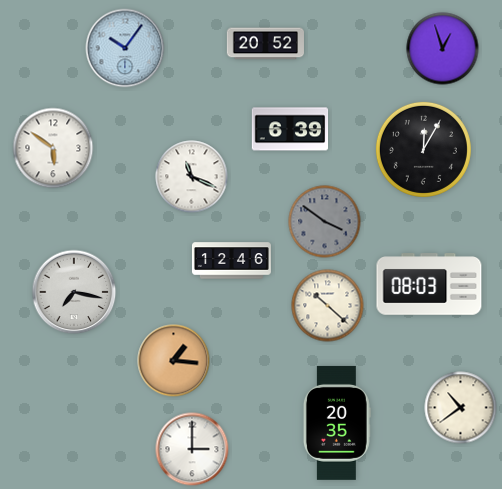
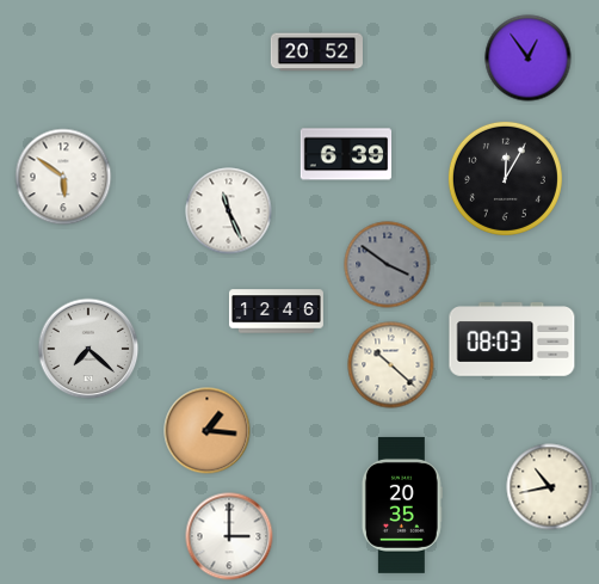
clock at (125, 48): 10:06 -> none
clock at (443, 49): 12:57 -> 12:54
clock at (192, 177): 11:19 -> 11:26
clock at (74, 292): 7:17 -> 7:22
clock at (461, 408): 10:39 -> 10:43
